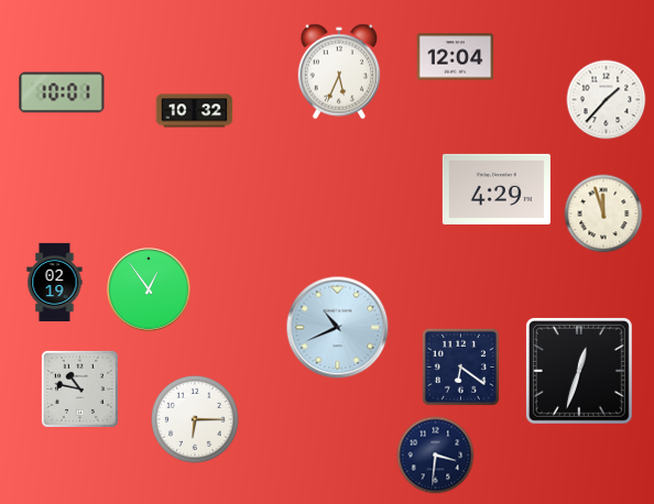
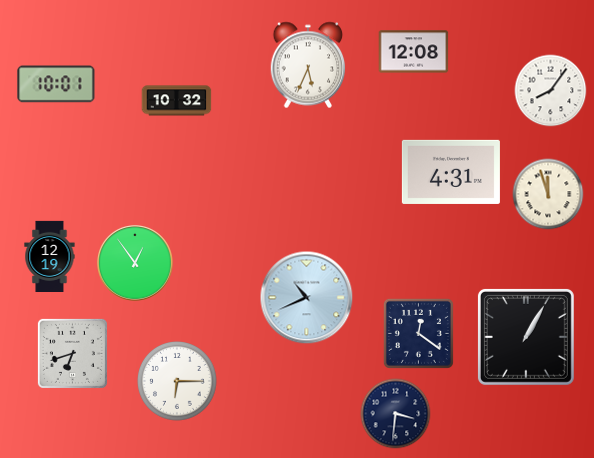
clock at (456, 57): 12:04 -> 12:08
clock at (607, 100): 1:37 -> 8:06
clock at (497, 189): 4:29 -> 4:31
clock at (55, 282): 02:19 -> 12:19
clock at (460, 366): 6:21 -> 12:21
clock at (579, 371): 12:33 -> 1:05
clock at (79, 388): 10:47 -> 6:42
